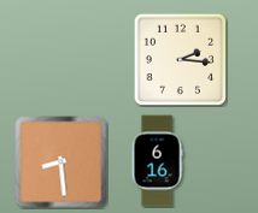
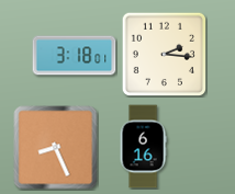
clock at (75, 56): none -> 3:18
clock at (61, 162): 8:29 -> 8:26
